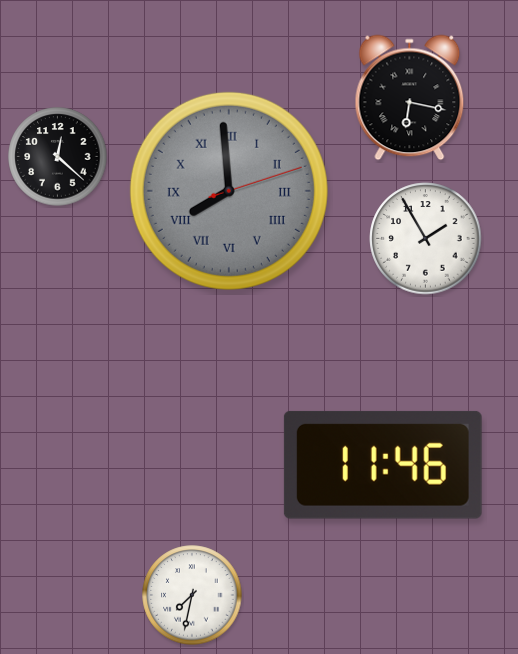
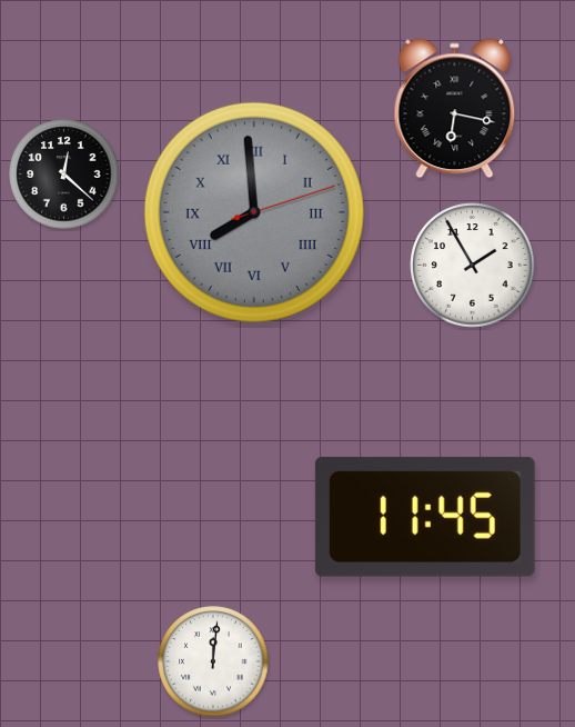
clock at (383, 465): 11:46 -> 11:45
clock at (192, 595): 7:32 -> 12:01
